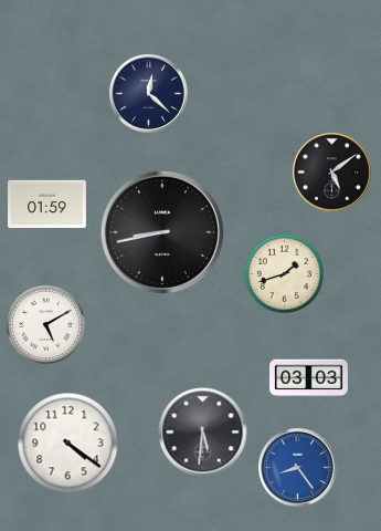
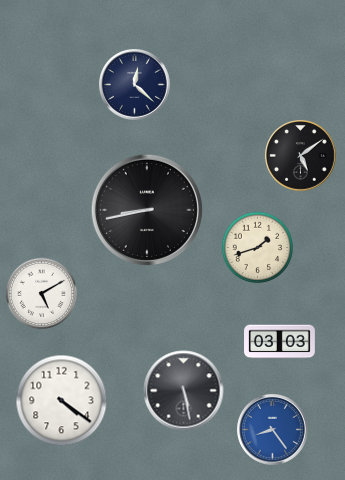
clock at (47, 205): 01:59 -> none
clock at (203, 433): 5:31 -> 5:28
clock at (298, 468) position: (298, 468) -> (273, 430)
